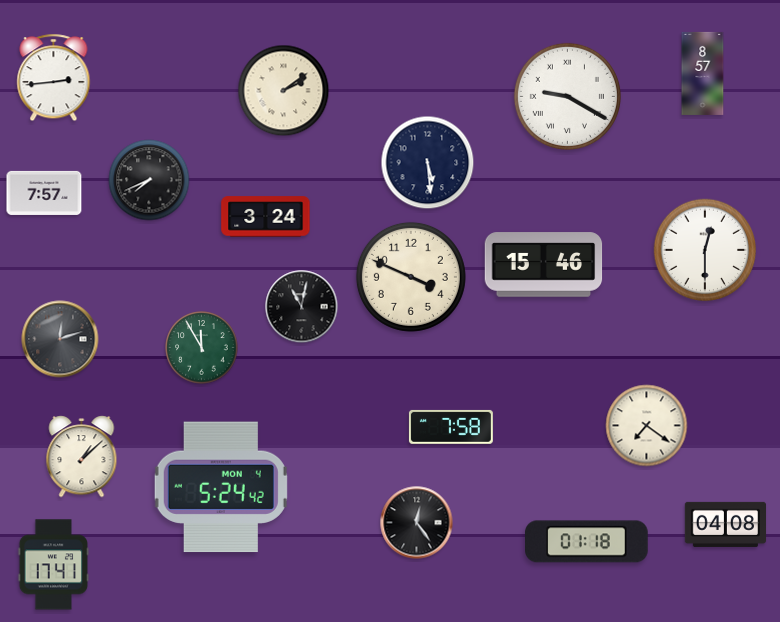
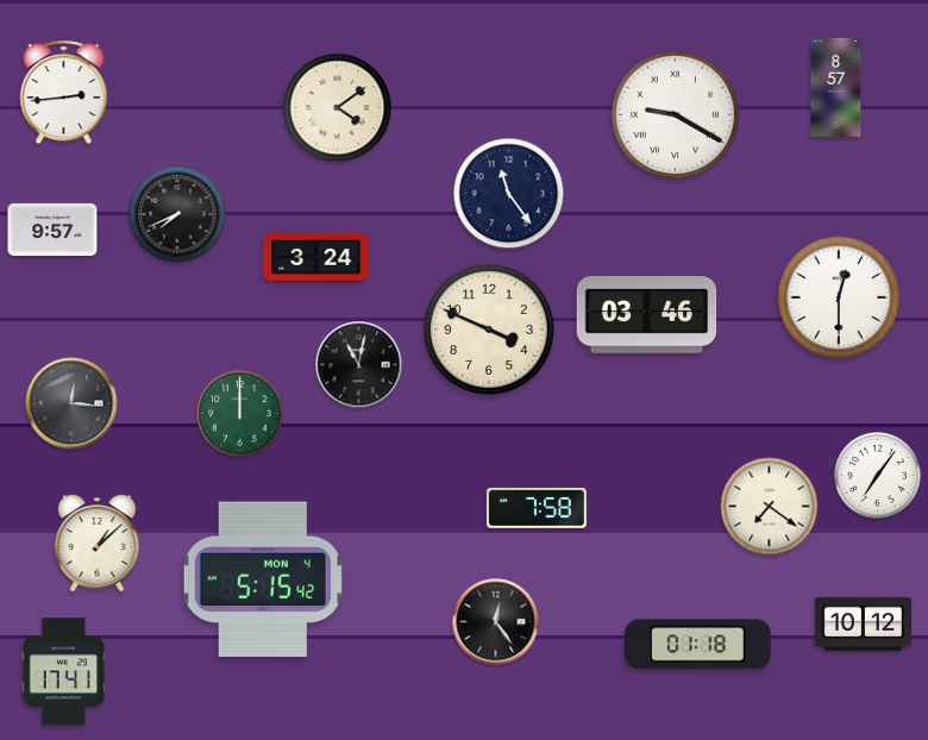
clock at (284, 91): 2:09 -> 4:09
clock at (428, 163): 5:29 -> 11:24
clock at (44, 193): 7:57 -> 9:57
clock at (544, 265): 15:46 -> 03:46
clock at (60, 339): 12:12 -> 12:16
clock at (202, 348): 11:55 -> 12:00
clock at (878, 476): none -> 7:06
clock at (221, 487): 5:24 -> 5:15
clock at (726, 524): 04:08 -> 10:12
